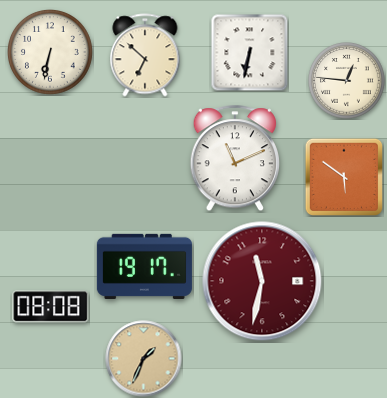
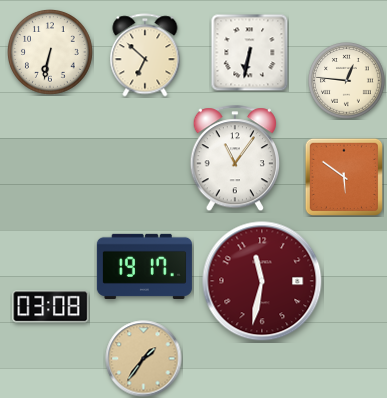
clock at (234, 159): 11:11 -> 11:06
clock at (51, 307): 08:08 -> 03:08
clock at (144, 359): 1:34 -> 1:36
